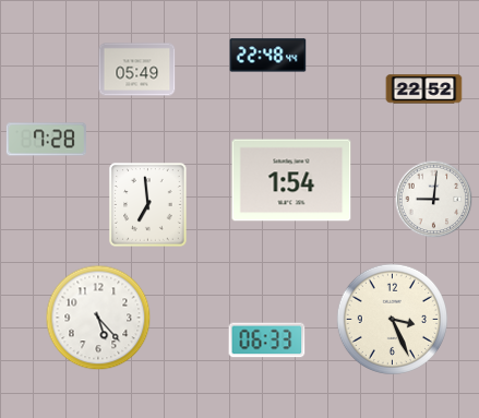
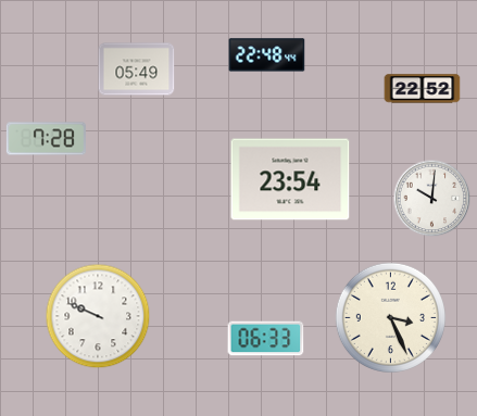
clock at (291, 180): 1:54 -> 23:54
clock at (434, 200): 9:01 -> 10:01
clock at (148, 205): 6:59 -> none
clock at (98, 318): 5:23 -> 9:49
